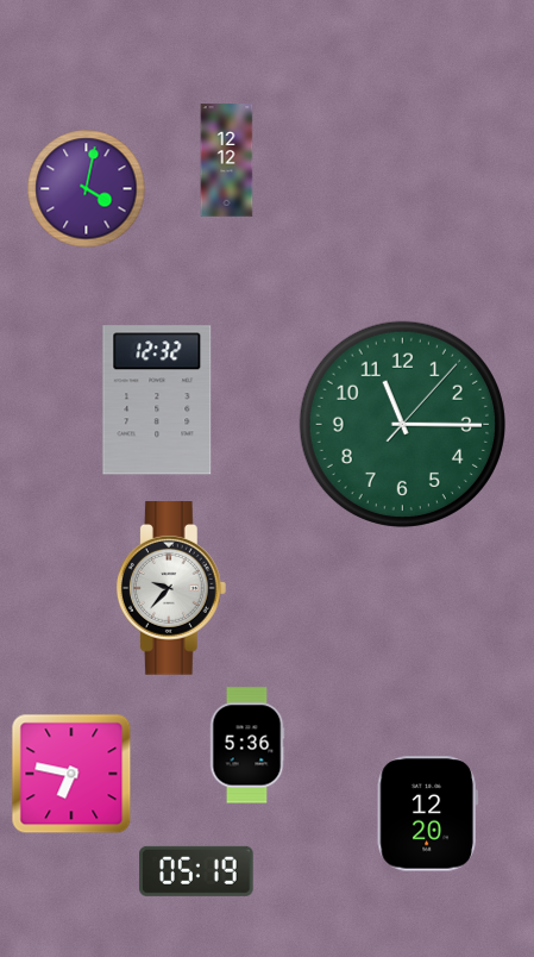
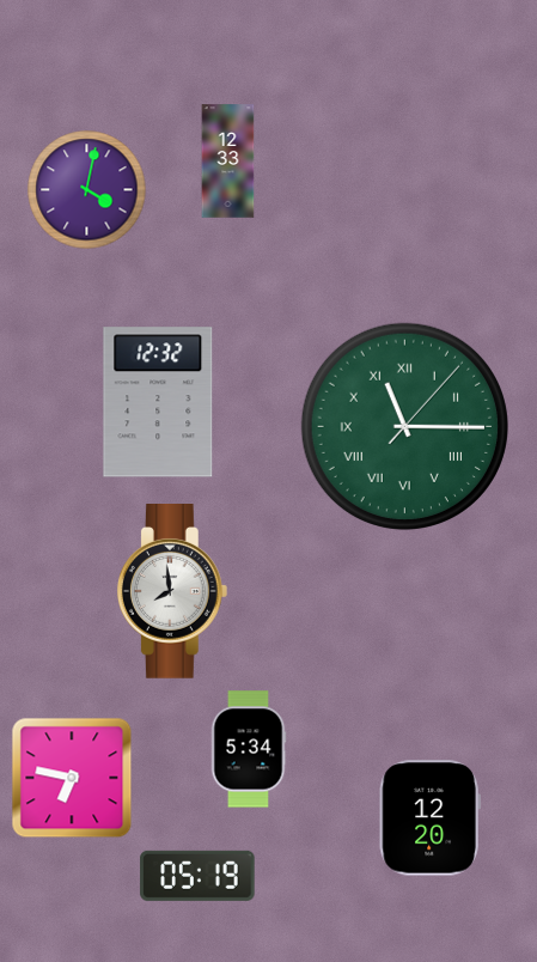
clock at (227, 161): 12:12 -> 12:33
clock at (402, 424) numerals: Arabic -> Roman
clock at (171, 589): 9:37 -> 7:59
clock at (247, 745): 5:36 -> 5:34
